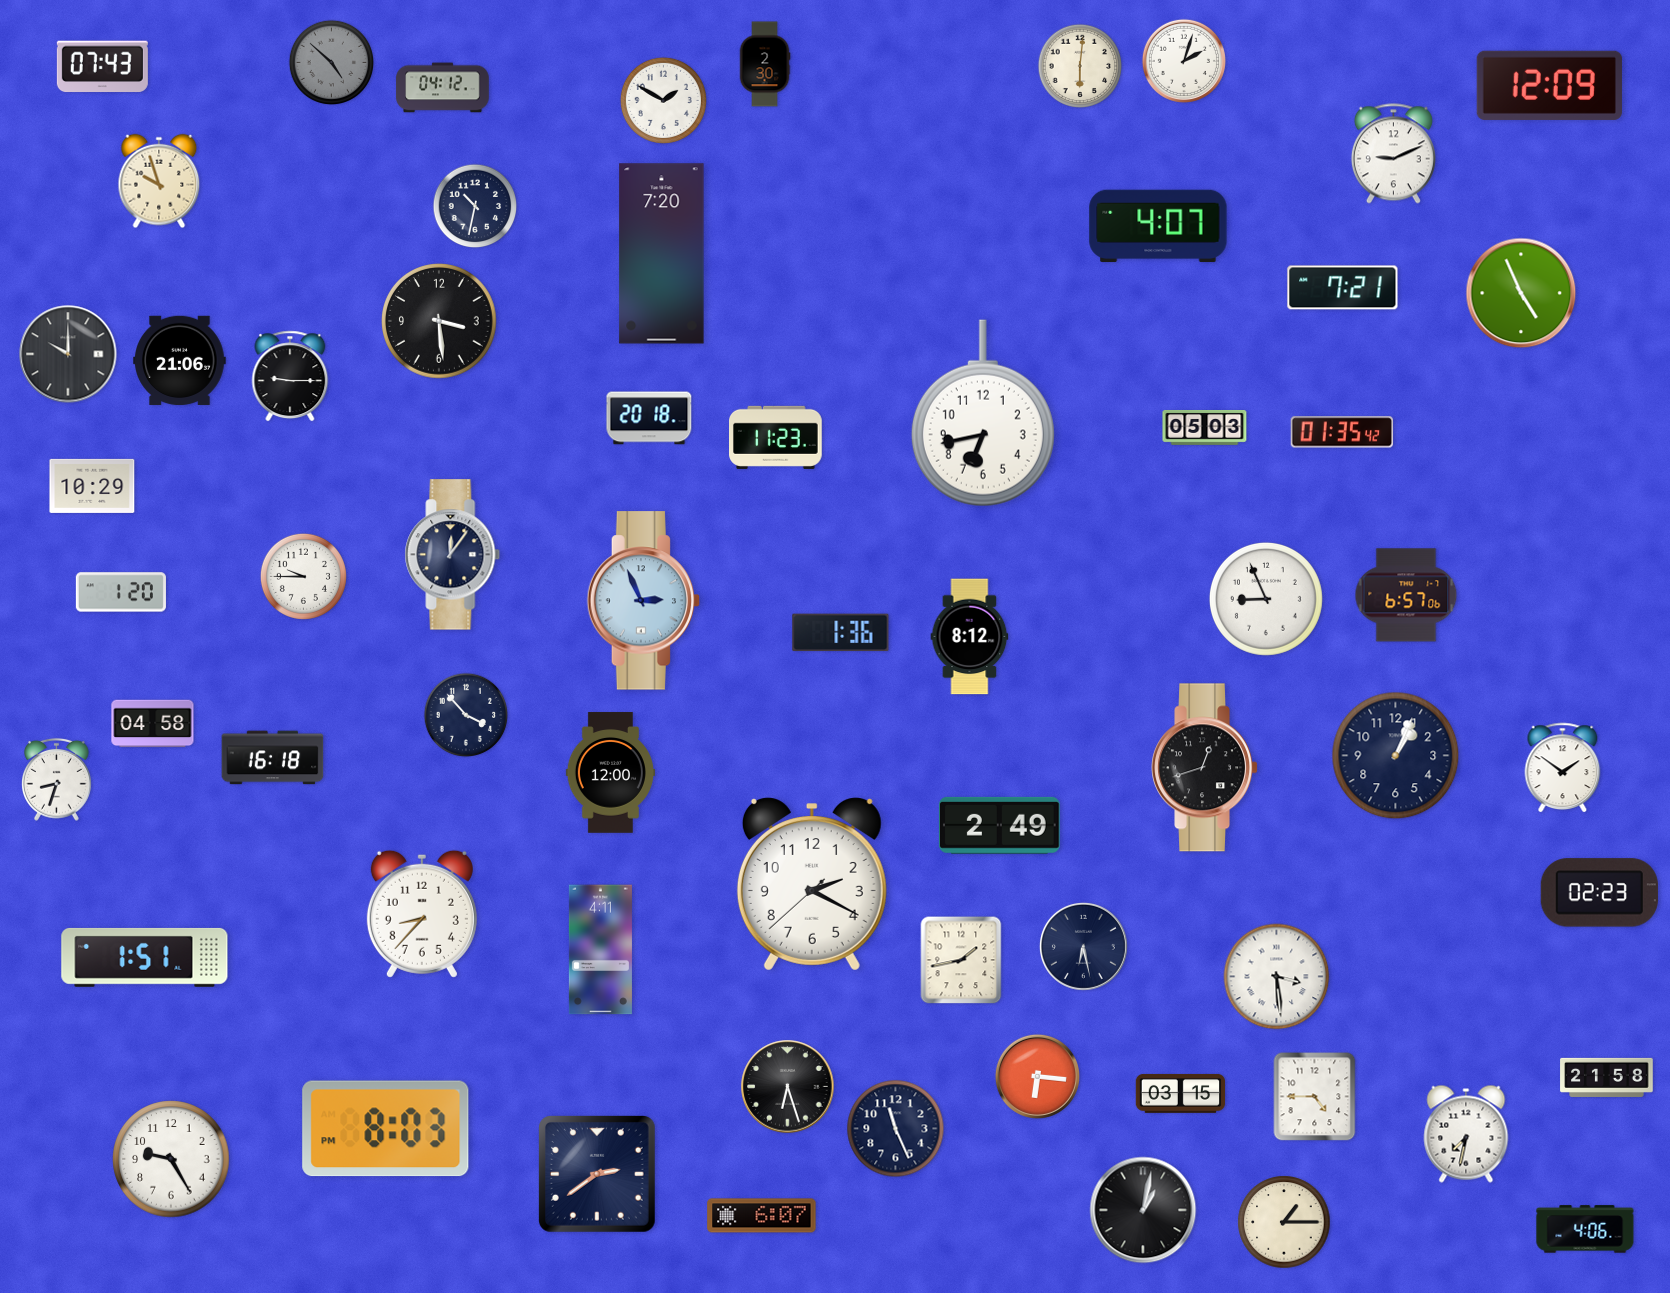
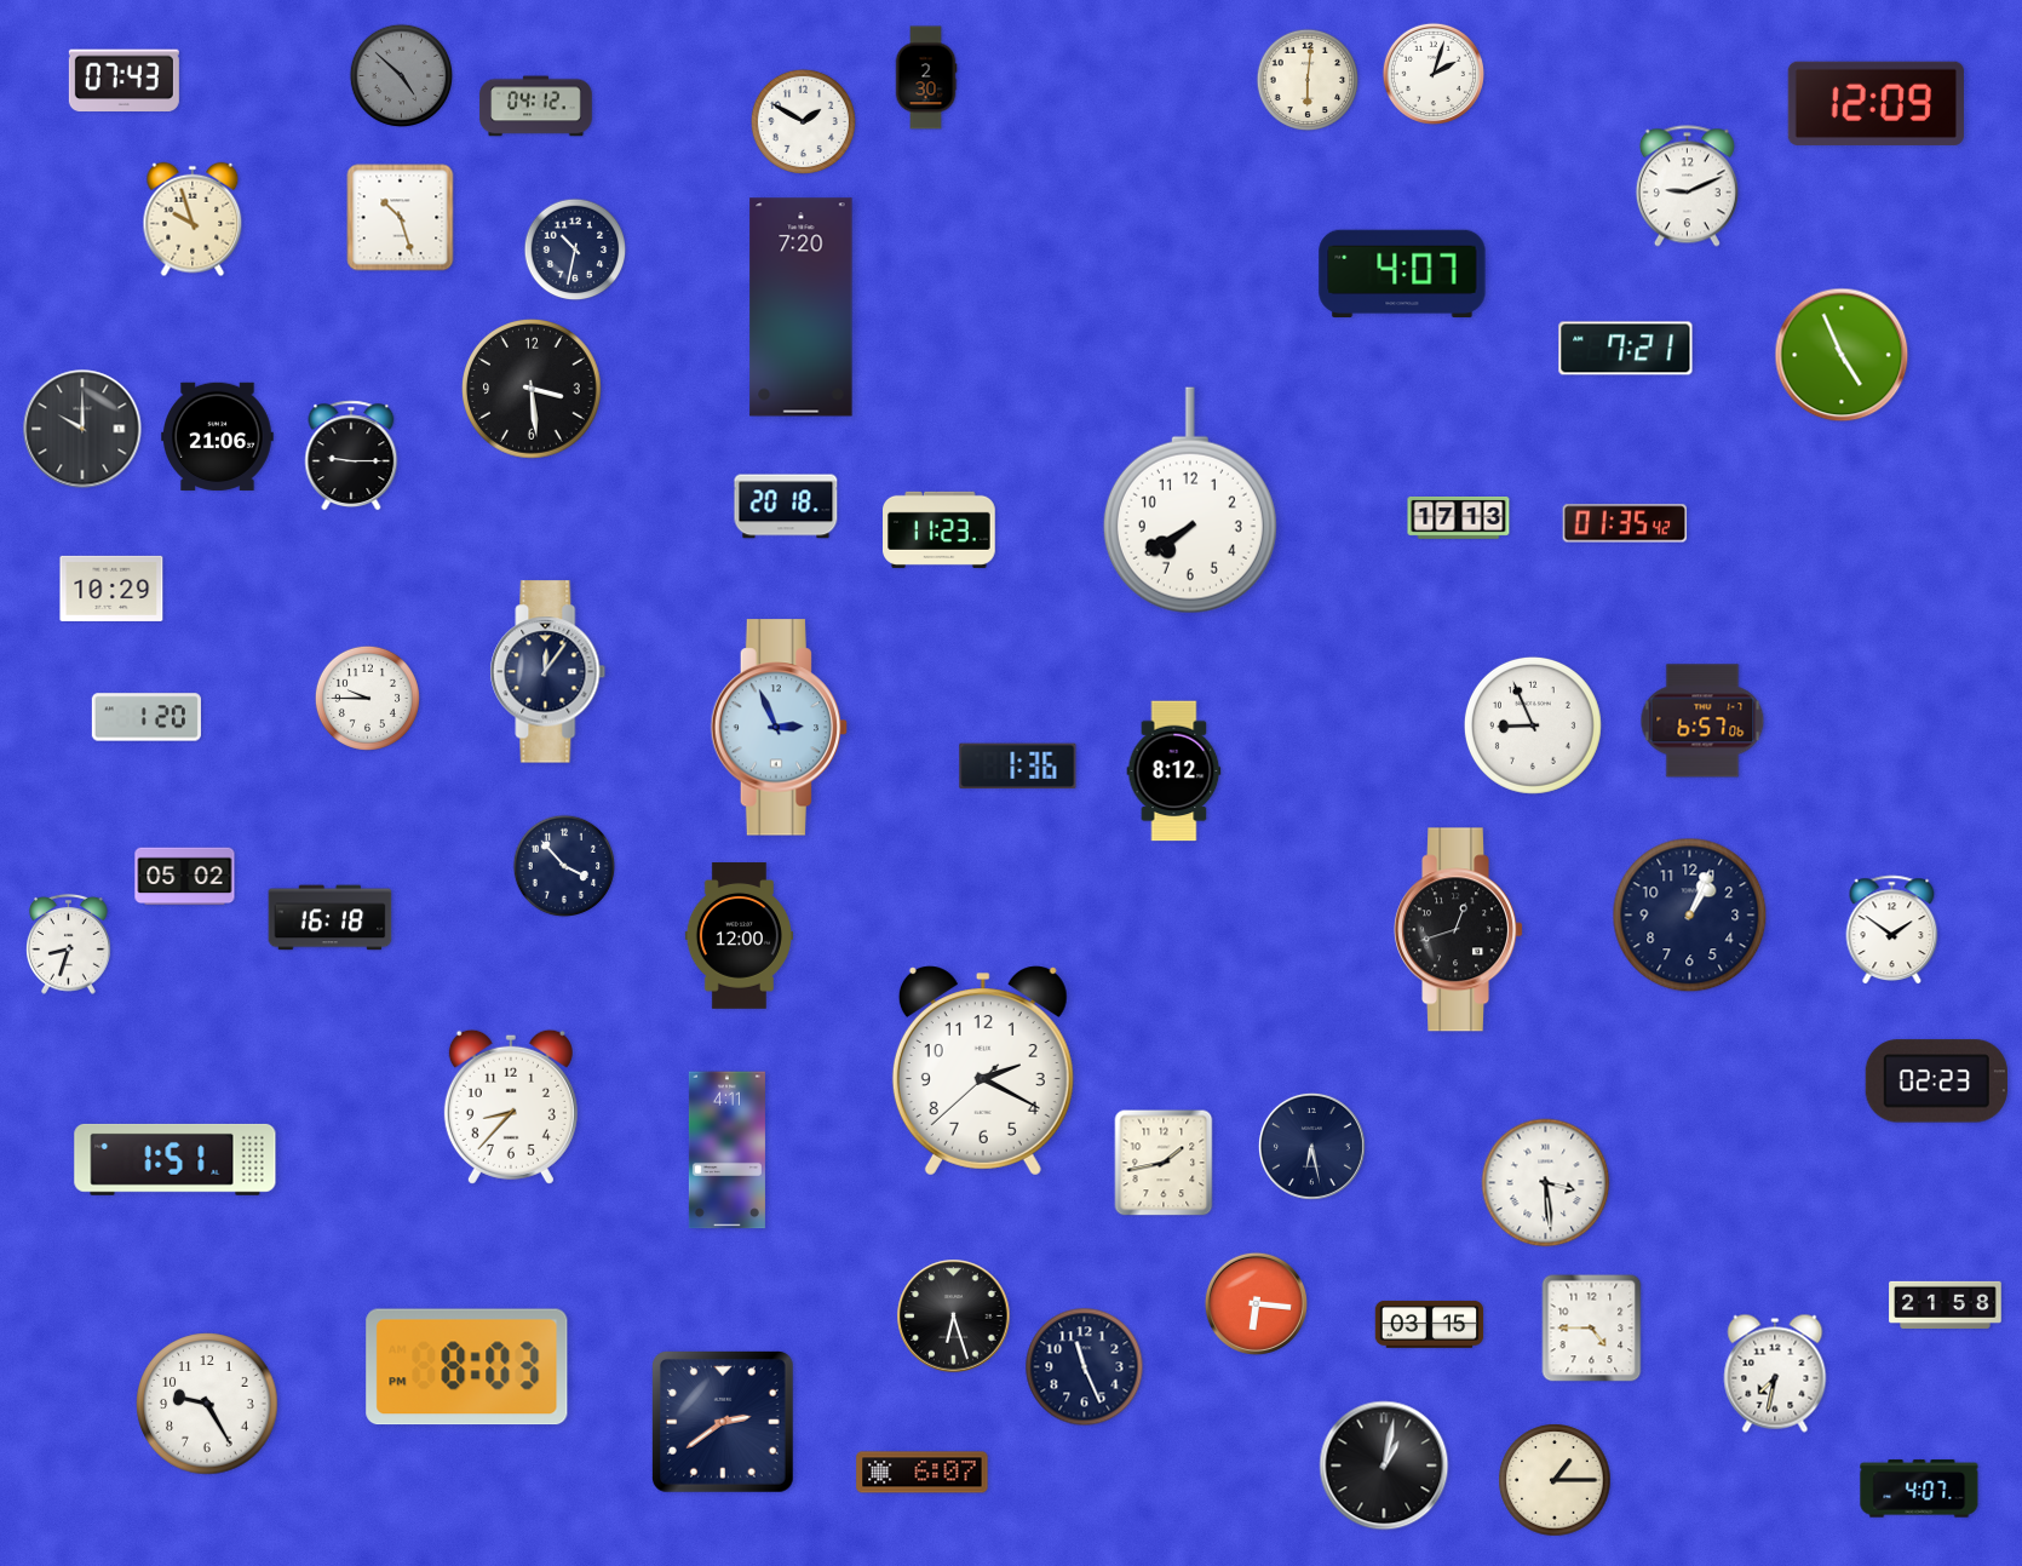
clock at (401, 218): none -> 10:27
clock at (983, 413): 6:43 -> 7:40
clock at (1205, 428): 05:03 -> 17:13
clock at (153, 724): 04:58 -> 05:02
clock at (999, 825): 2:49 -> none
clock at (1585, 1229): 4:06 -> 4:07
